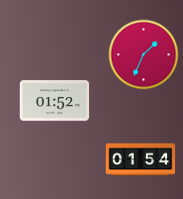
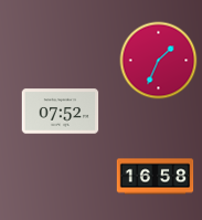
clock at (55, 101): 01:52 -> 07:52
clock at (141, 160): 01:54 -> 16:58
